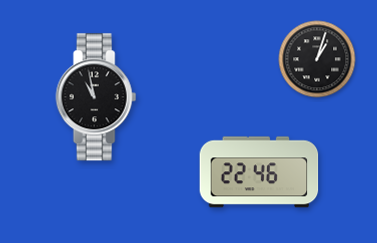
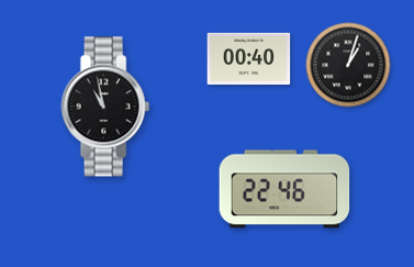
clock at (249, 58): none -> 00:40
